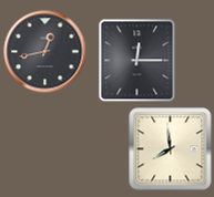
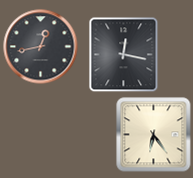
clock at (137, 61): 12:15 -> 12:17
clock at (171, 149): 7:59 -> 6:24
